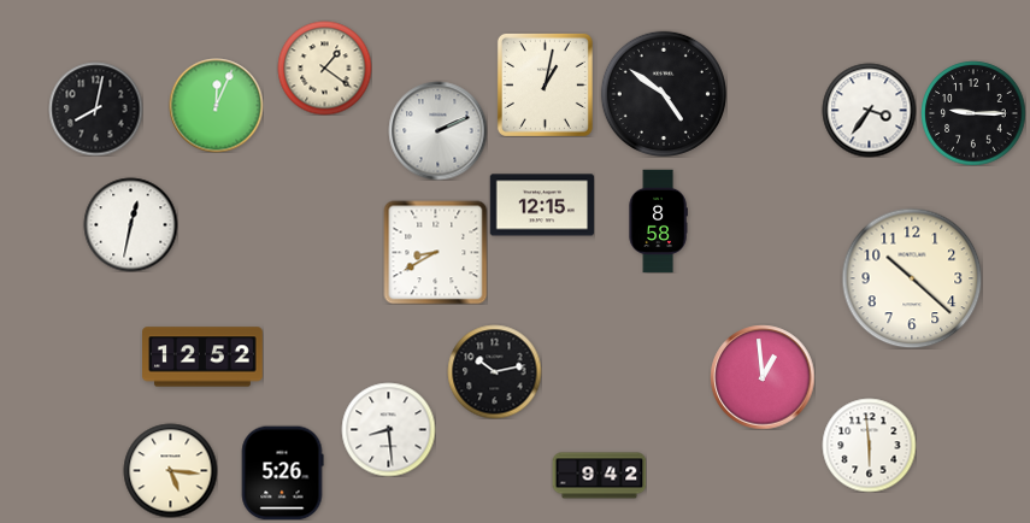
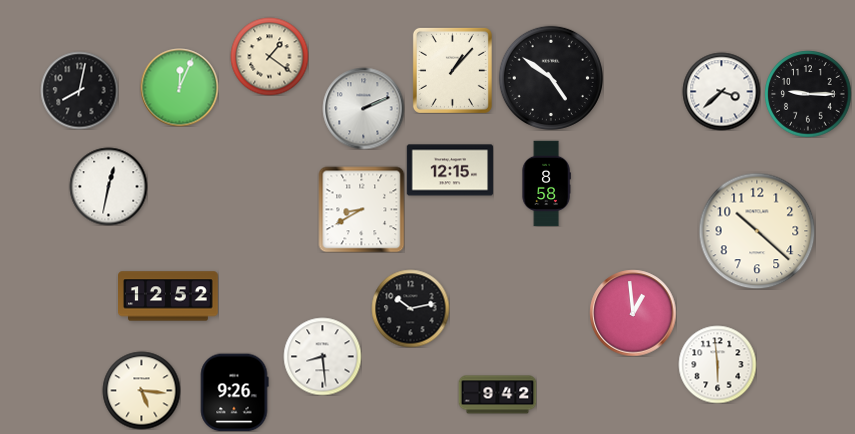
clock at (545, 84): 1:02 -> 1:07
clock at (869, 110): 3:36 -> 3:38
clock at (869, 445) position: (869, 445) -> (717, 364)
clock at (282, 472): 5:26 -> 9:26
